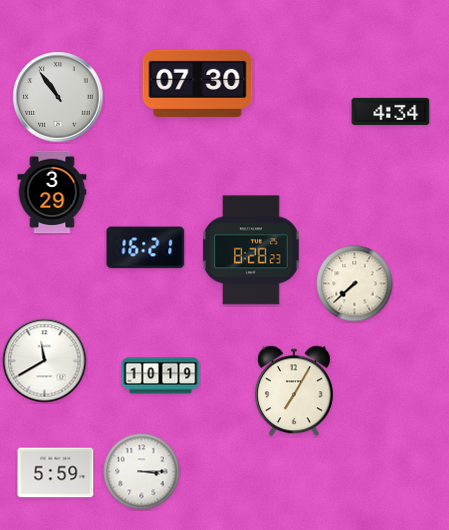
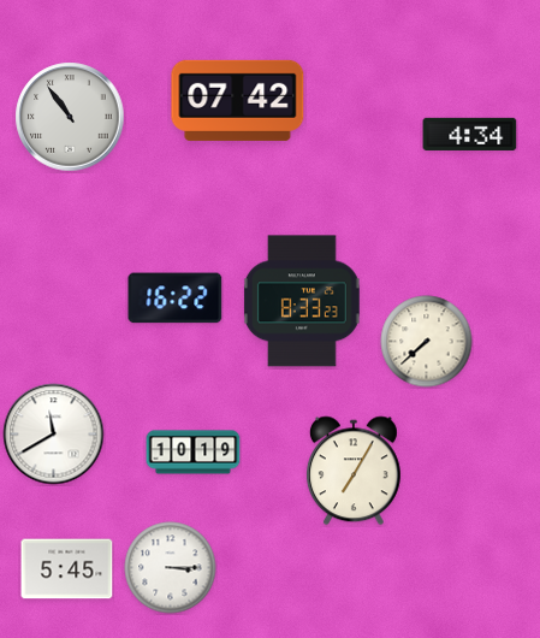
clock at (198, 83): 07:30 -> 07:42
clock at (52, 192): 3:29 -> none
clock at (146, 248): 16:21 -> 16:22
clock at (251, 250): 8:28 -> 8:33
clock at (56, 473): 5:59 -> 5:45
